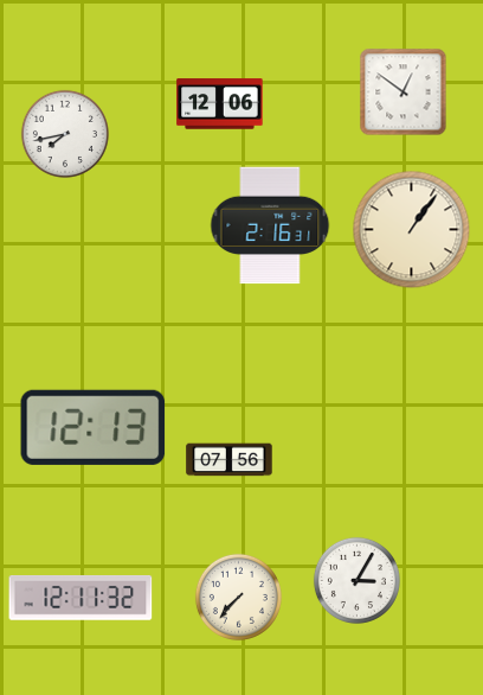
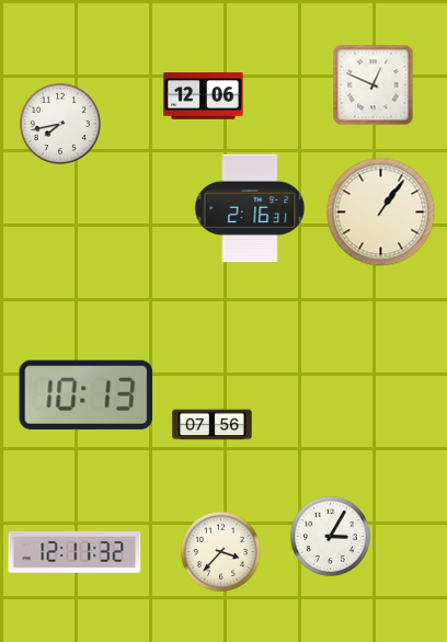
clock at (404, 93): 12:51 -> 12:49
clock at (94, 427): 12:13 -> 10:13
clock at (238, 597): 7:37 -> 3:37
